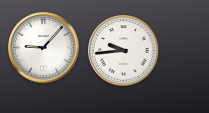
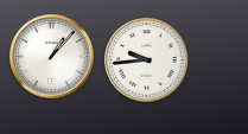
clock at (44, 48): 9:07 -> 1:07
